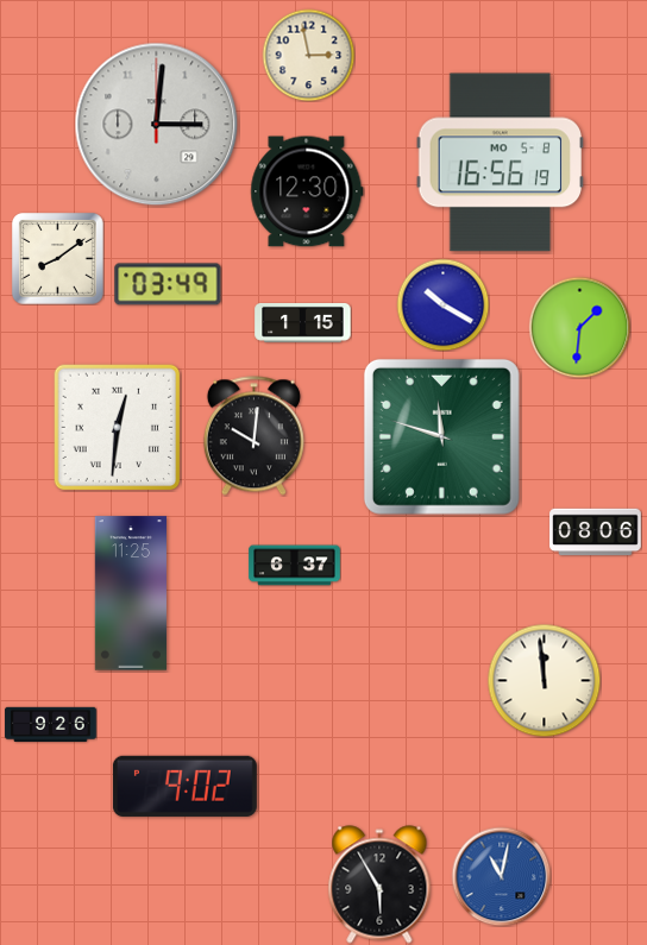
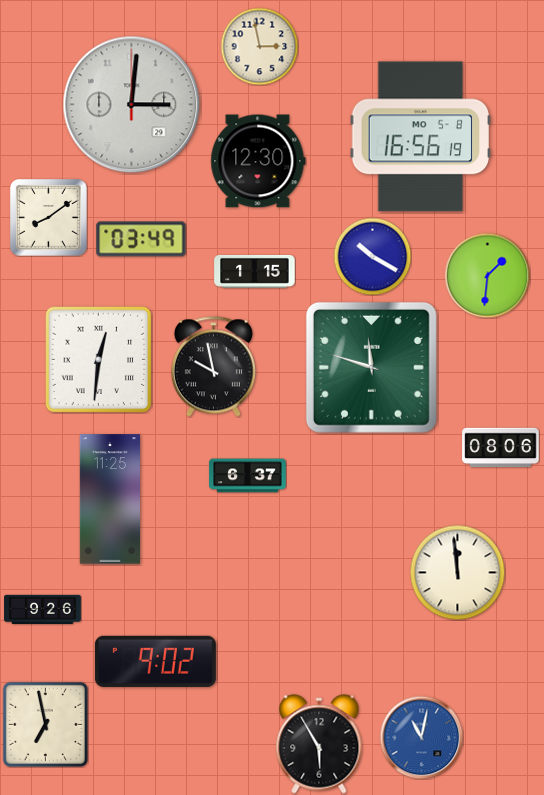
clock at (253, 436): 10:01 -> 9:58
clock at (45, 724): none -> 6:58
